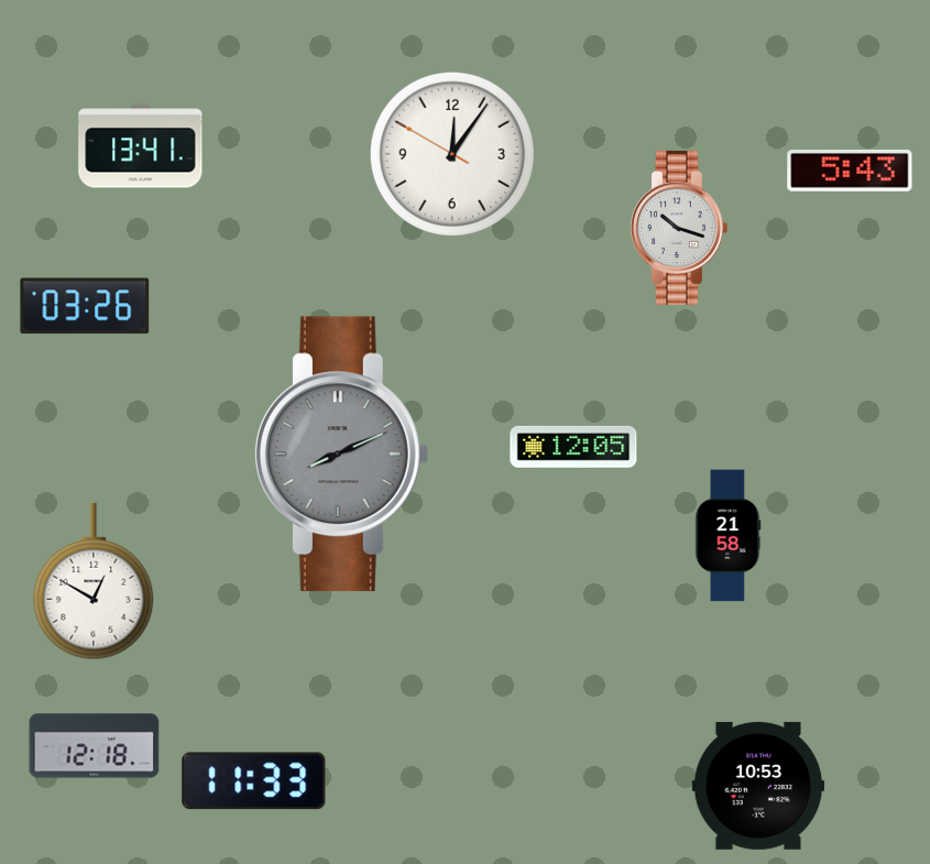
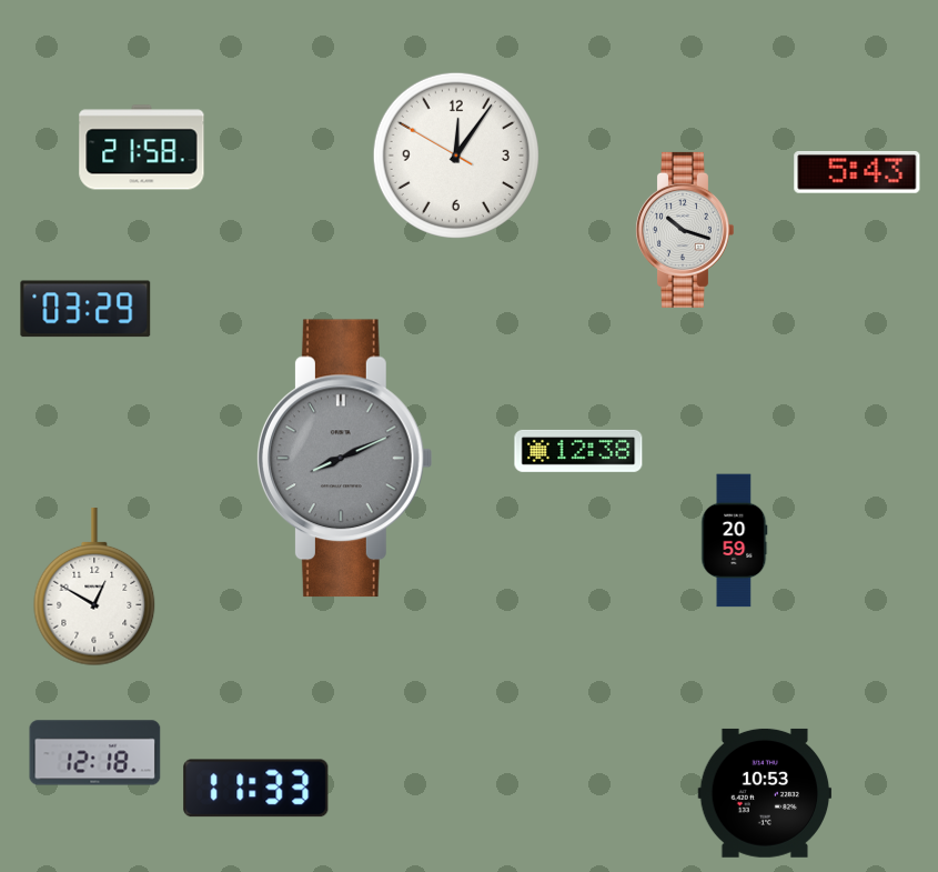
clock at (141, 146): 13:41 -> 21:58
clock at (85, 306): 03:26 -> 03:29
clock at (573, 447): 12:05 -> 12:38
clock at (729, 536): 21:58 -> 20:59
